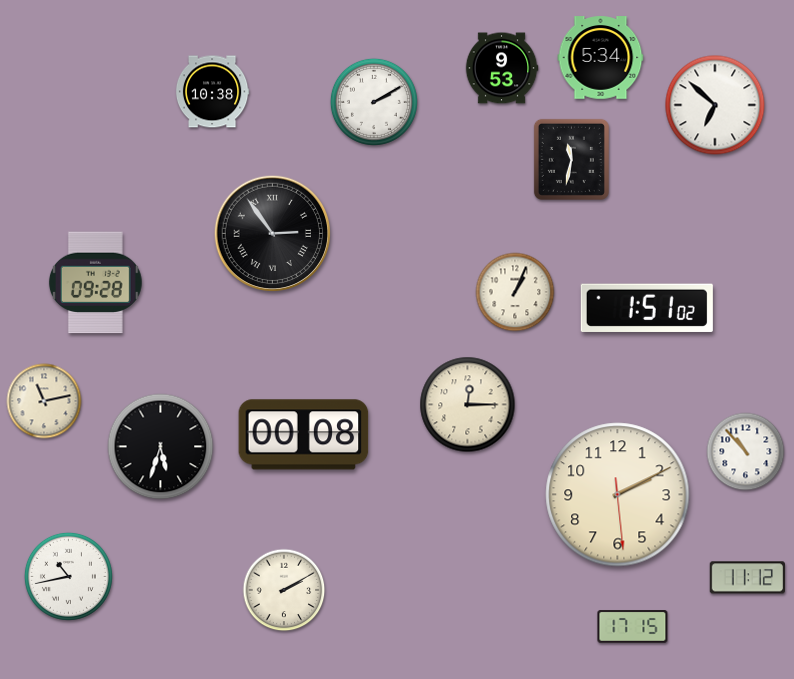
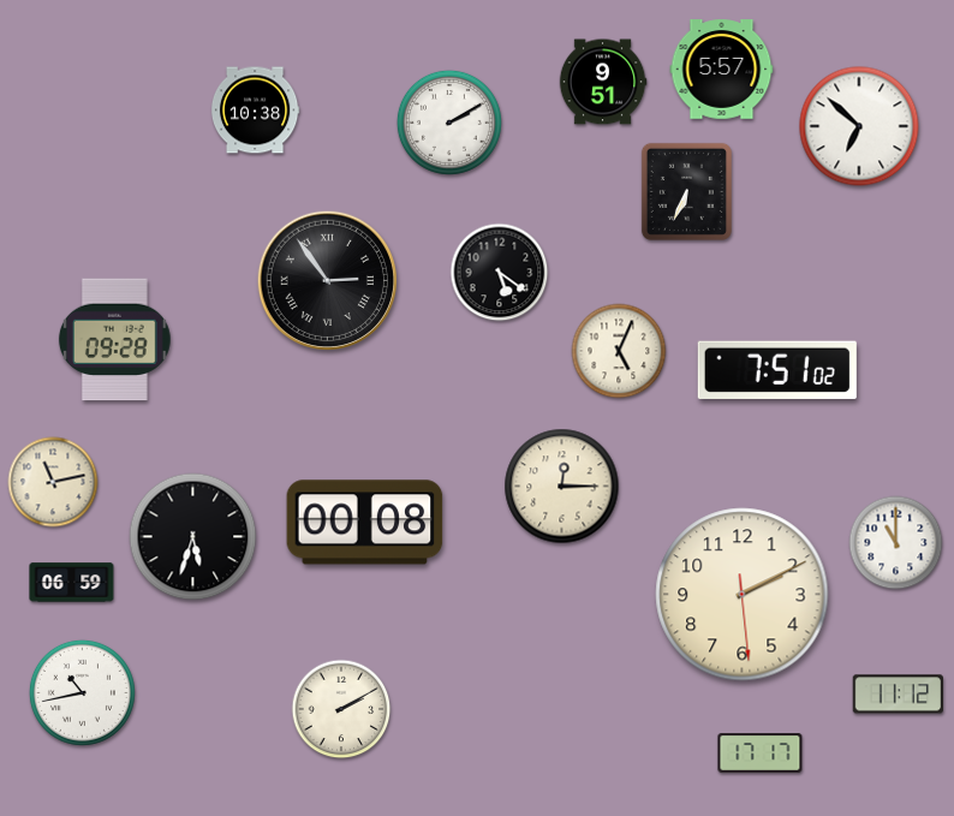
clock at (601, 58): 5:34 -> 5:57
clock at (502, 68): 9:53 -> 9:51
clock at (571, 159): 11:32 -> 6:34
clock at (500, 273): none -> 5:21
clock at (515, 292): 1:04 -> 5:04
clock at (647, 307): 1:51 -> 7:51
clock at (746, 452): 10:53 -> 11:00
clock at (72, 583): none -> 06:59
clock at (633, 627): 17:15 -> 17:17
